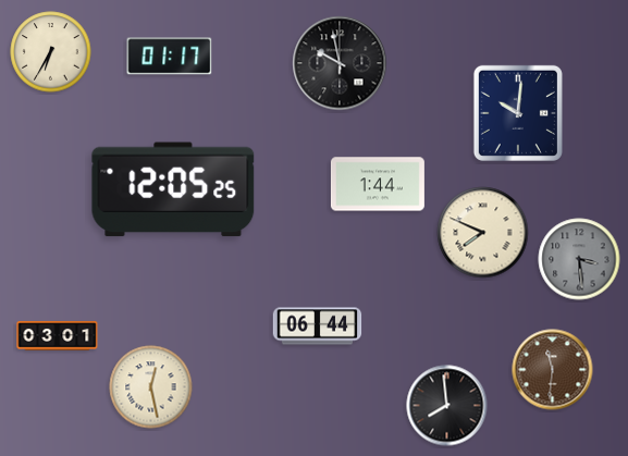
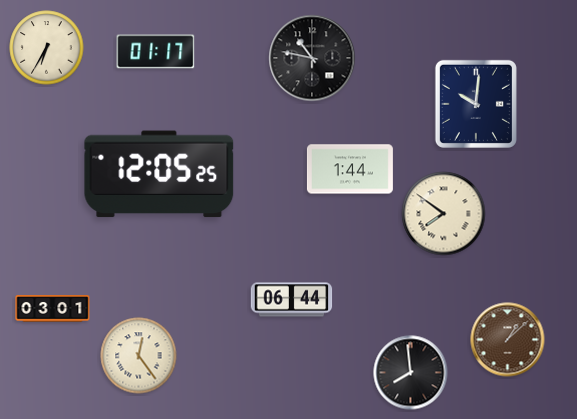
clock at (340, 63): 9:58 -> 10:47
clock at (378, 184) position: (378, 184) -> (350, 169)
clock at (483, 233): 7:49 -> 7:51
clock at (579, 259): 3:29 -> none
clock at (553, 370): 11:31 -> 1:08
clock at (151, 387): 12:28 -> 12:24
